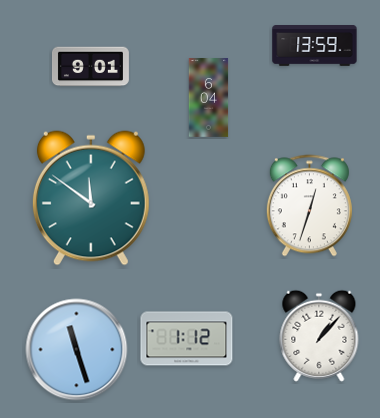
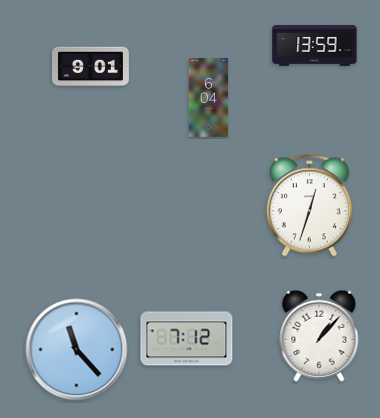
clock at (91, 198): 11:51 -> none
clock at (187, 339): 1:12 -> 7:12
clock at (77, 350): 11:27 -> 11:23
